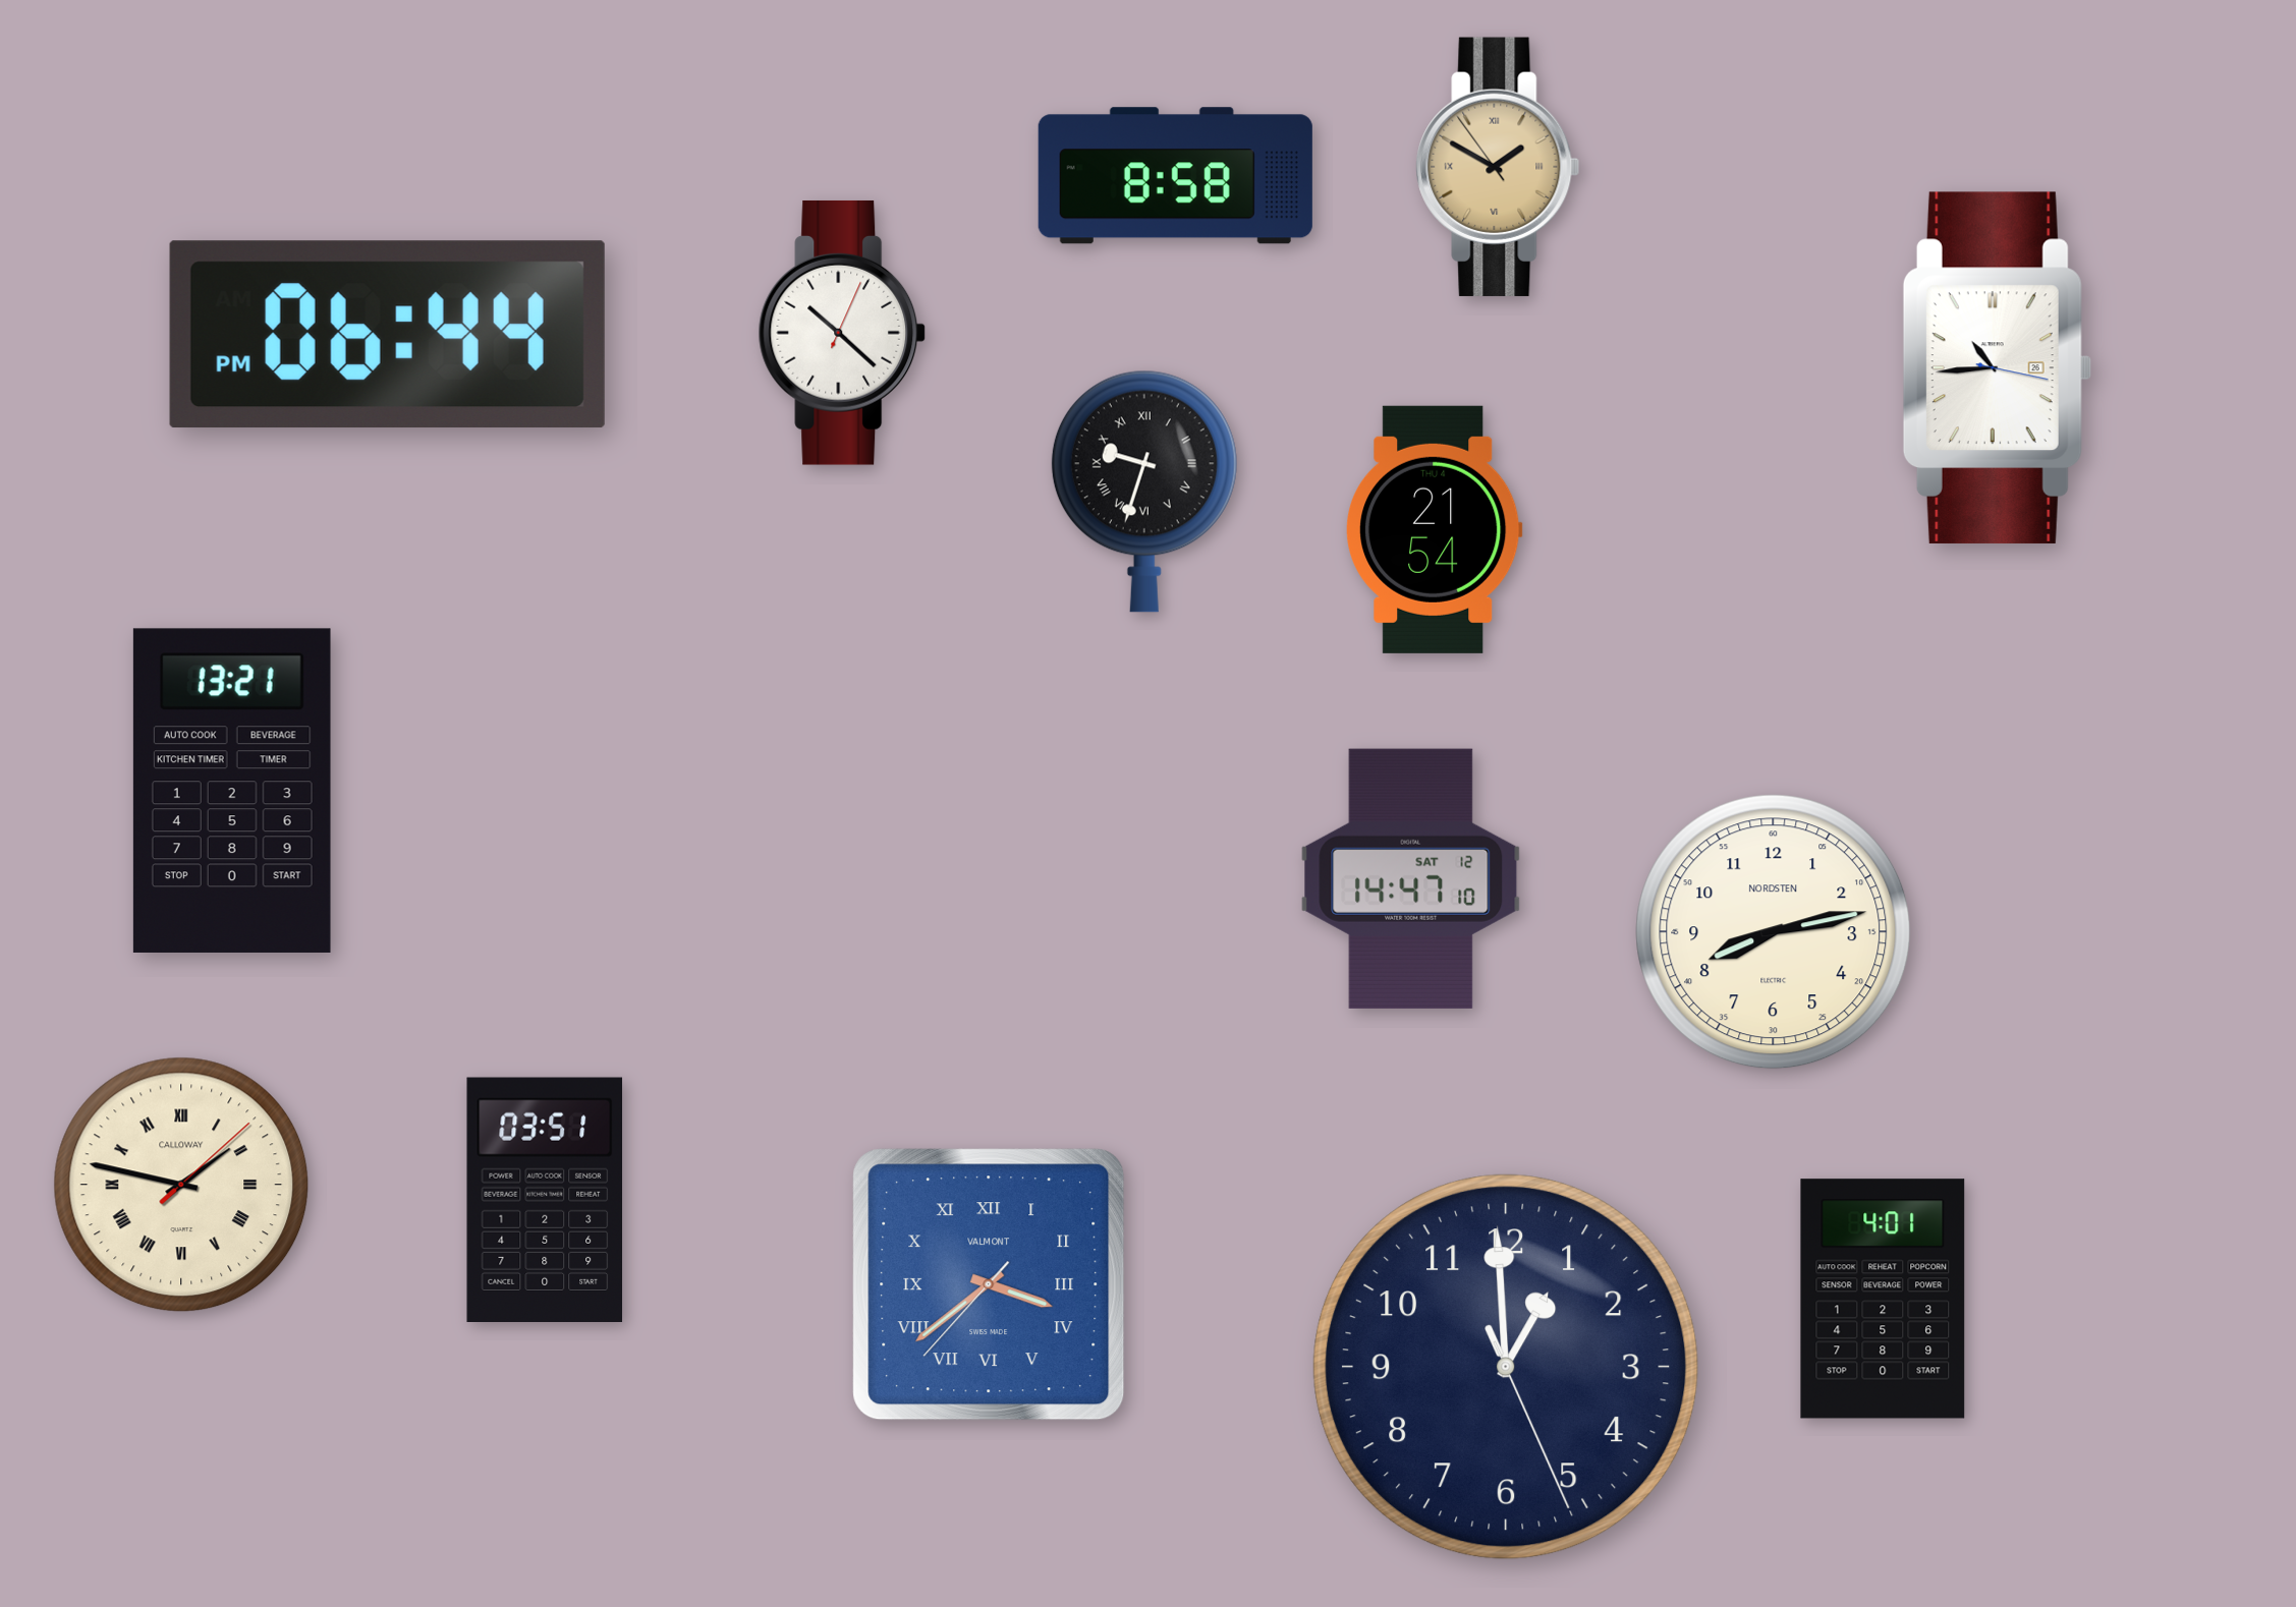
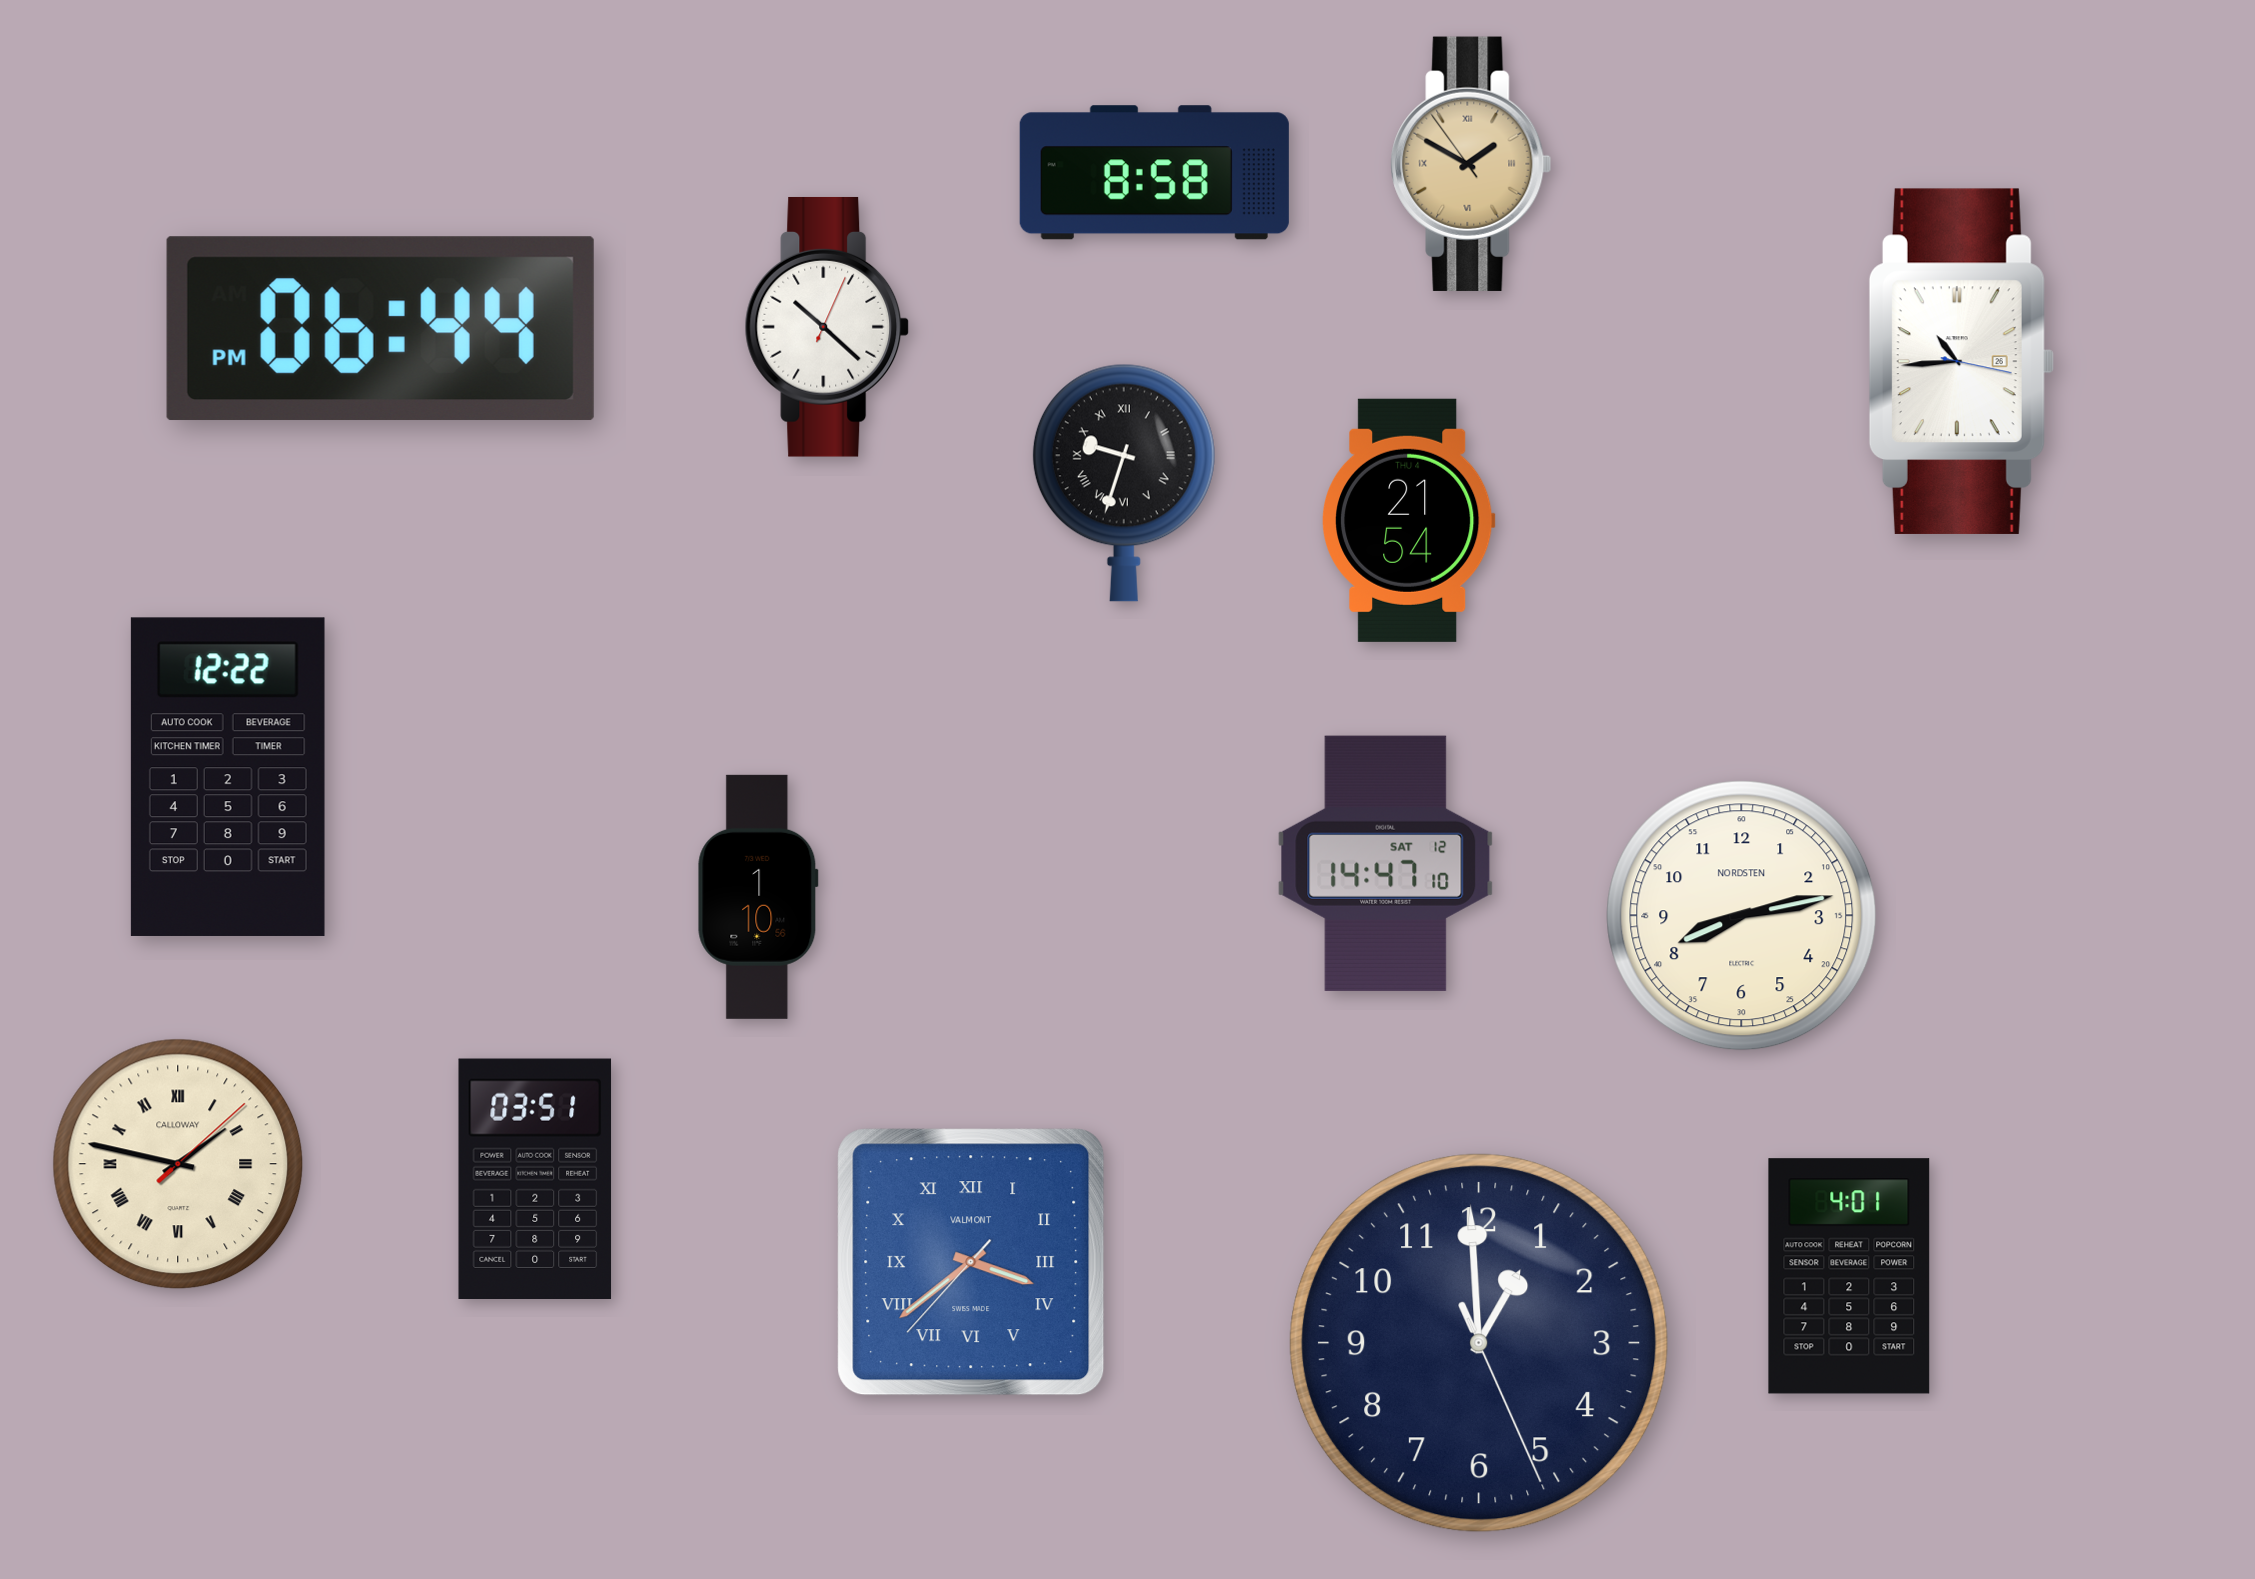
clock at (232, 791): 13:21 -> 12:22
clock at (758, 897): none -> 1:10
